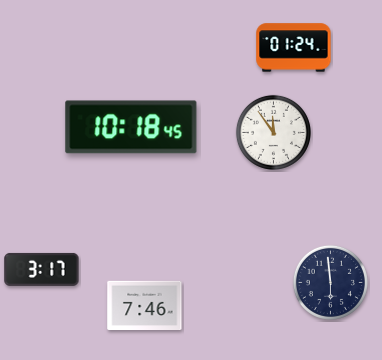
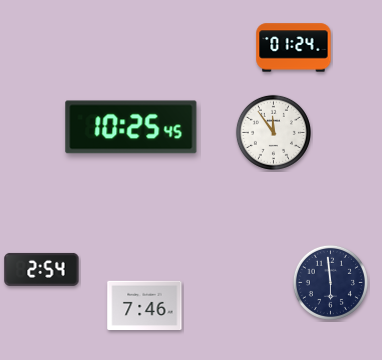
clock at (131, 127): 10:18 -> 10:25
clock at (42, 269): 3:17 -> 2:54
